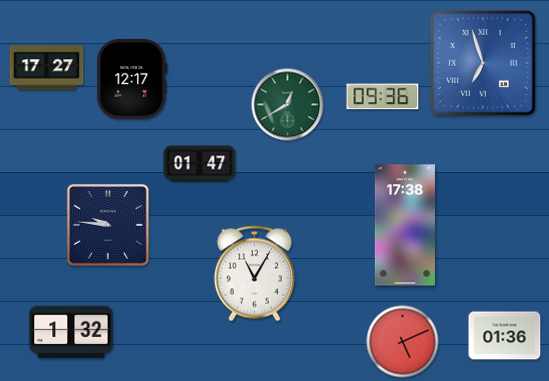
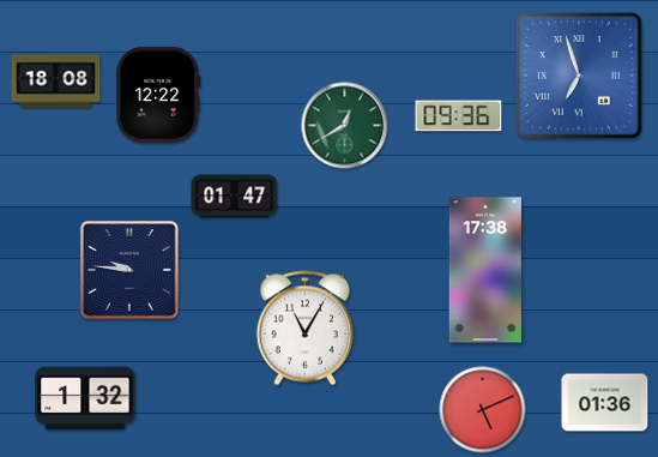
clock at (47, 68): 17:27 -> 18:08
clock at (132, 79): 12:17 -> 12:22
clock at (200, 164) position: (200, 164) -> (235, 197)
